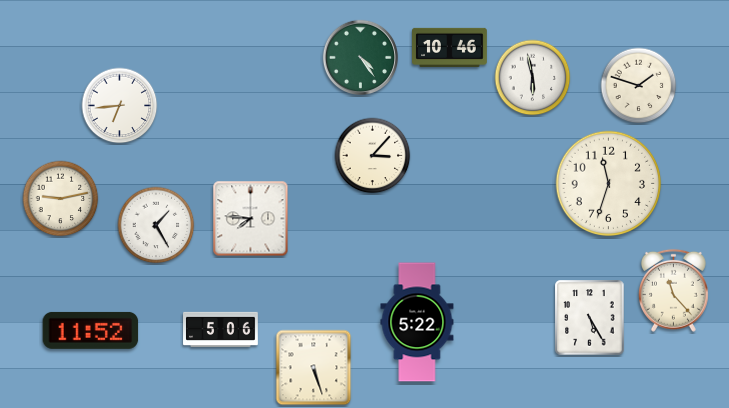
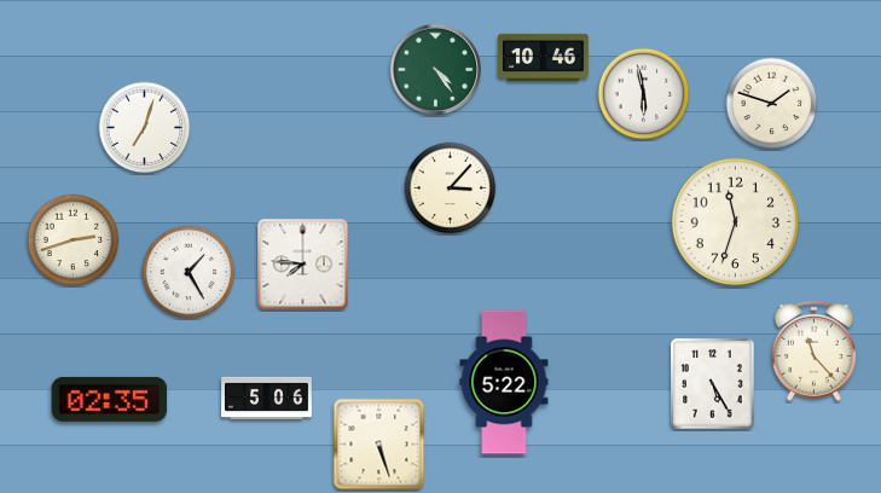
clock at (120, 106): 6:44 -> 7:03
clock at (61, 199): 9:13 -> 2:42
clock at (417, 322) position: (417, 322) -> (504, 382)
clock at (91, 330): 11:52 -> 02:35
